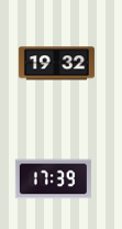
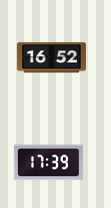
clock at (56, 64): 19:32 -> 16:52
